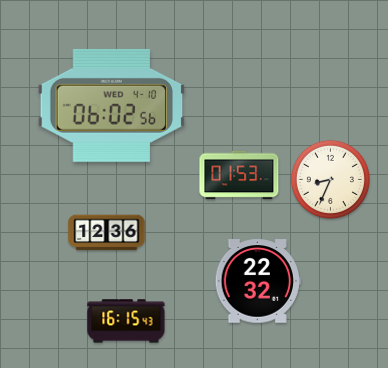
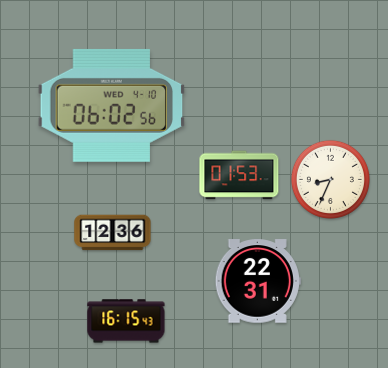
clock at (107, 233) position: (107, 233) -> (113, 233)
clock at (258, 281): 22:32 -> 22:31
